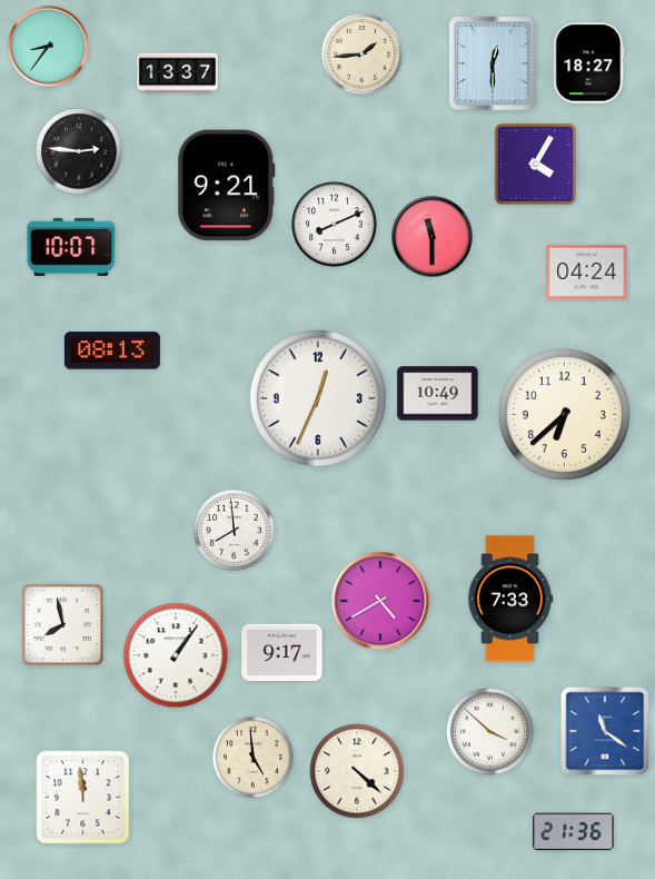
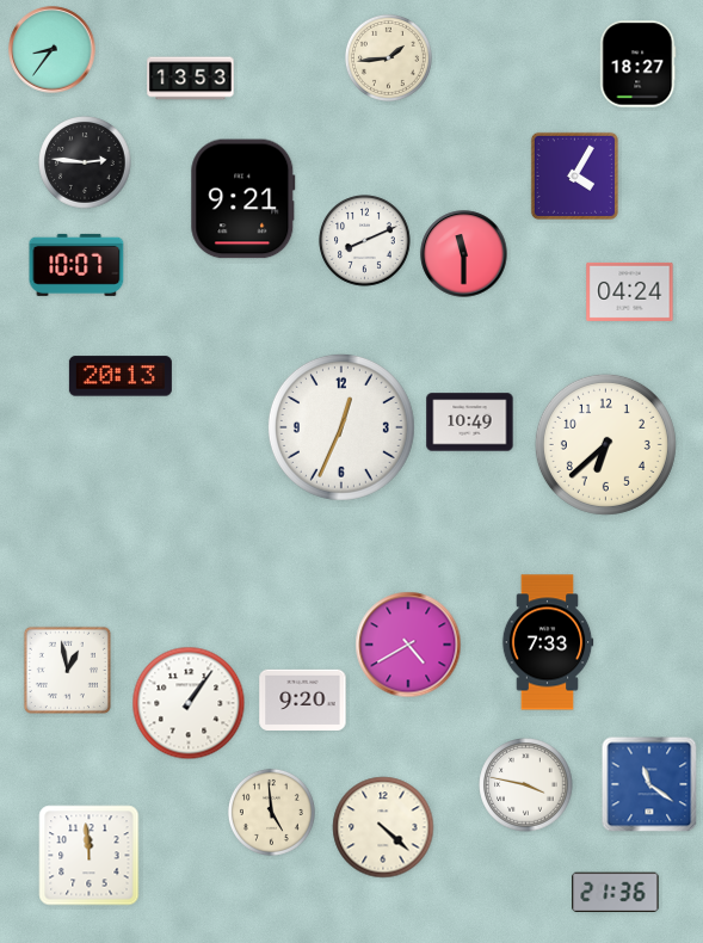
clock at (493, 63): 12:30 -> none
clock at (589, 63) position: (589, 63) -> (639, 64)
clock at (178, 73): 13:37 -> 13:53
clock at (335, 225) position: (335, 225) -> (365, 241)
clock at (112, 350): 08:13 -> 20:13
clock at (234, 530): 7:59 -> none
clock at (62, 624): 7:58 -> 12:58
clock at (282, 653): 9:17 -> 9:20
clock at (490, 732): 3:52 -> 3:47
